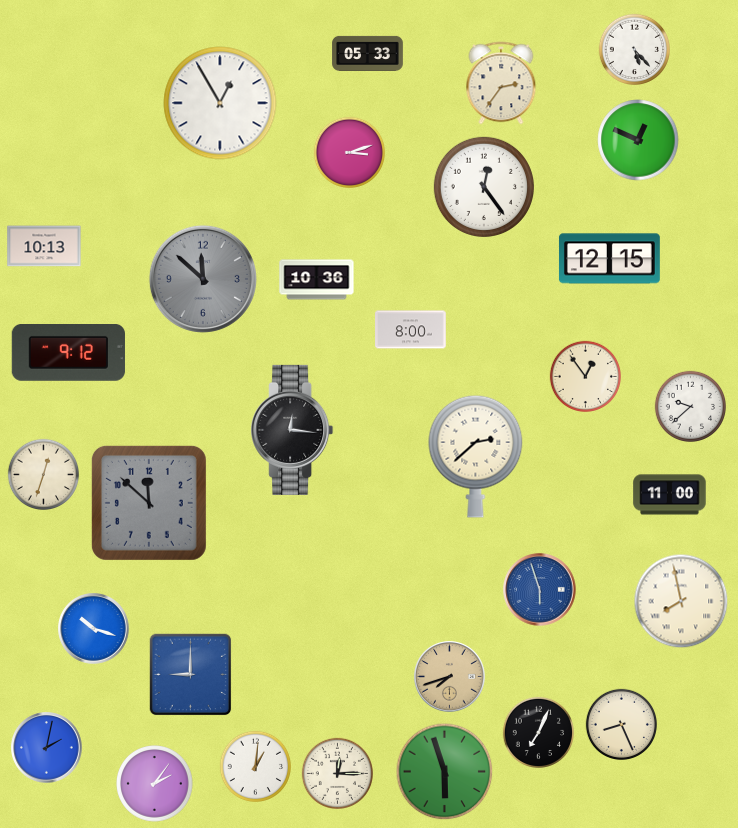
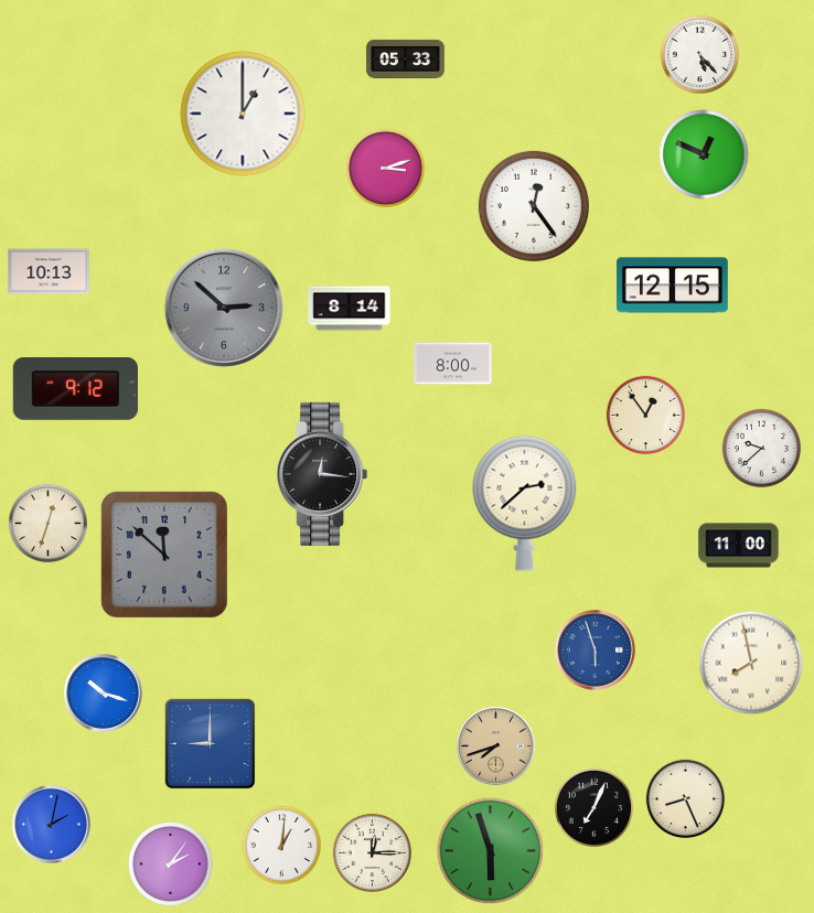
clock at (501, 83): 2:36 -> none
clock at (220, 103): 12:55 -> 1:00
clock at (203, 279): 11:52 -> 2:52
clock at (317, 280): 10:36 -> 8:14
